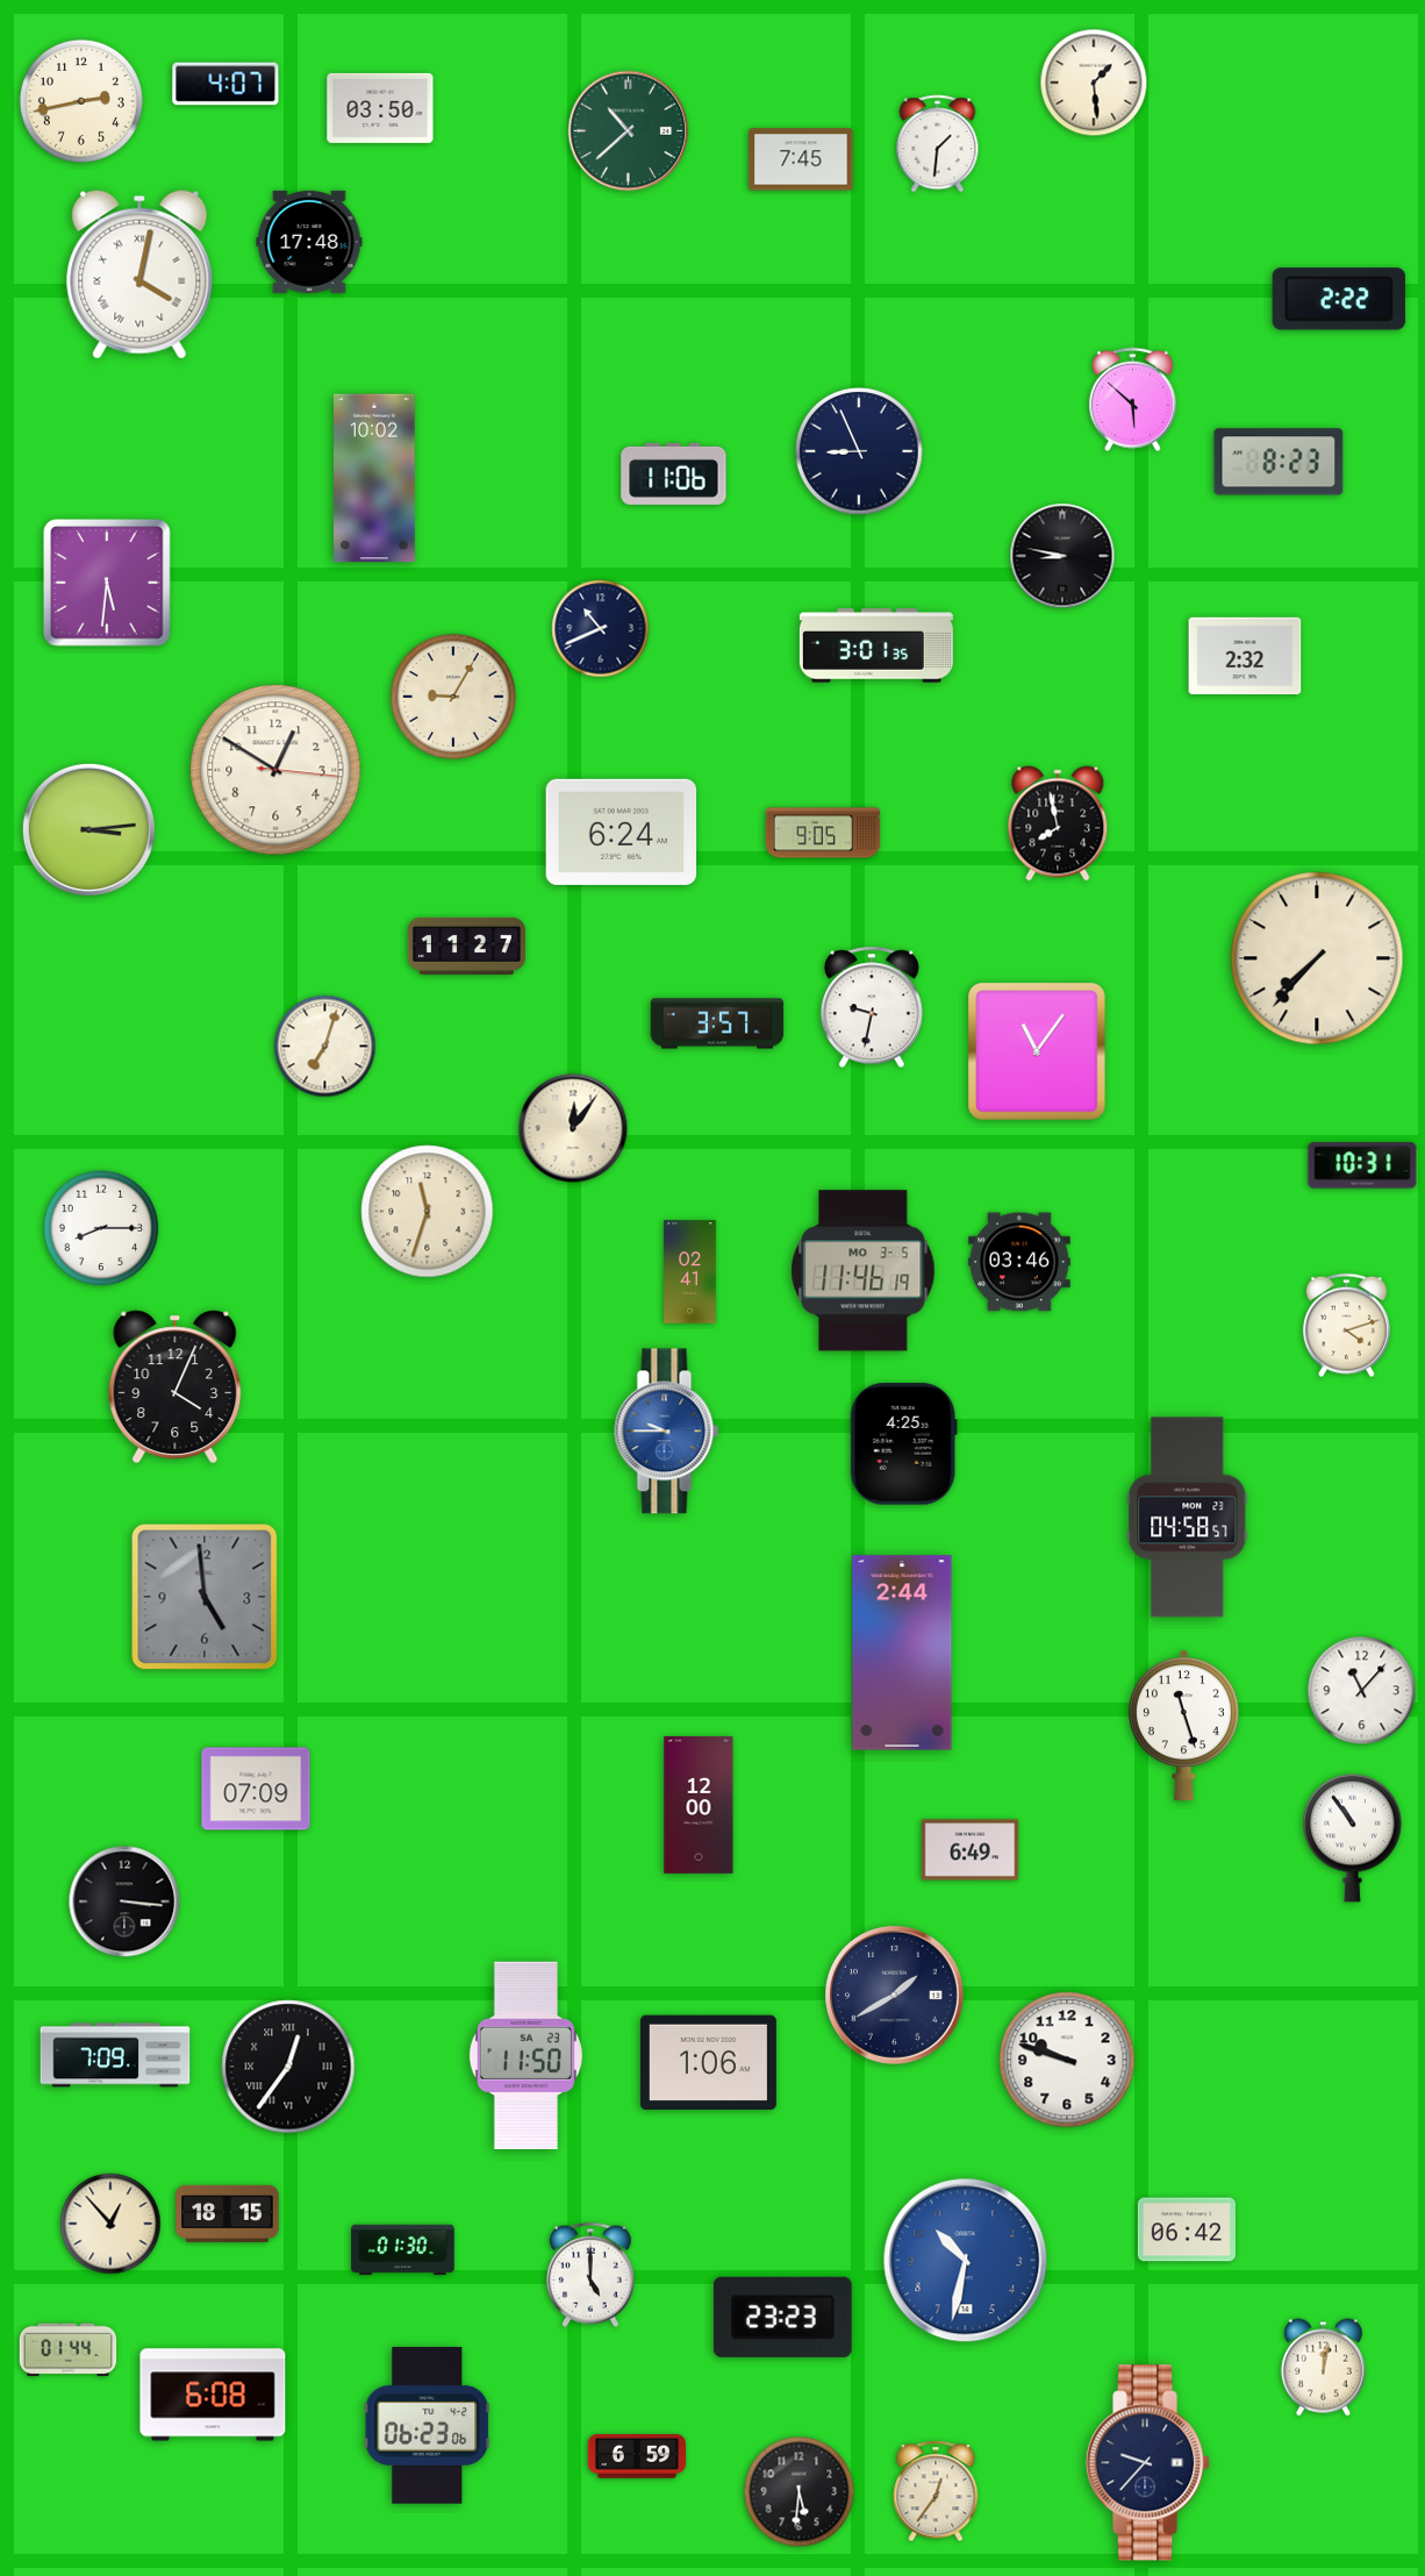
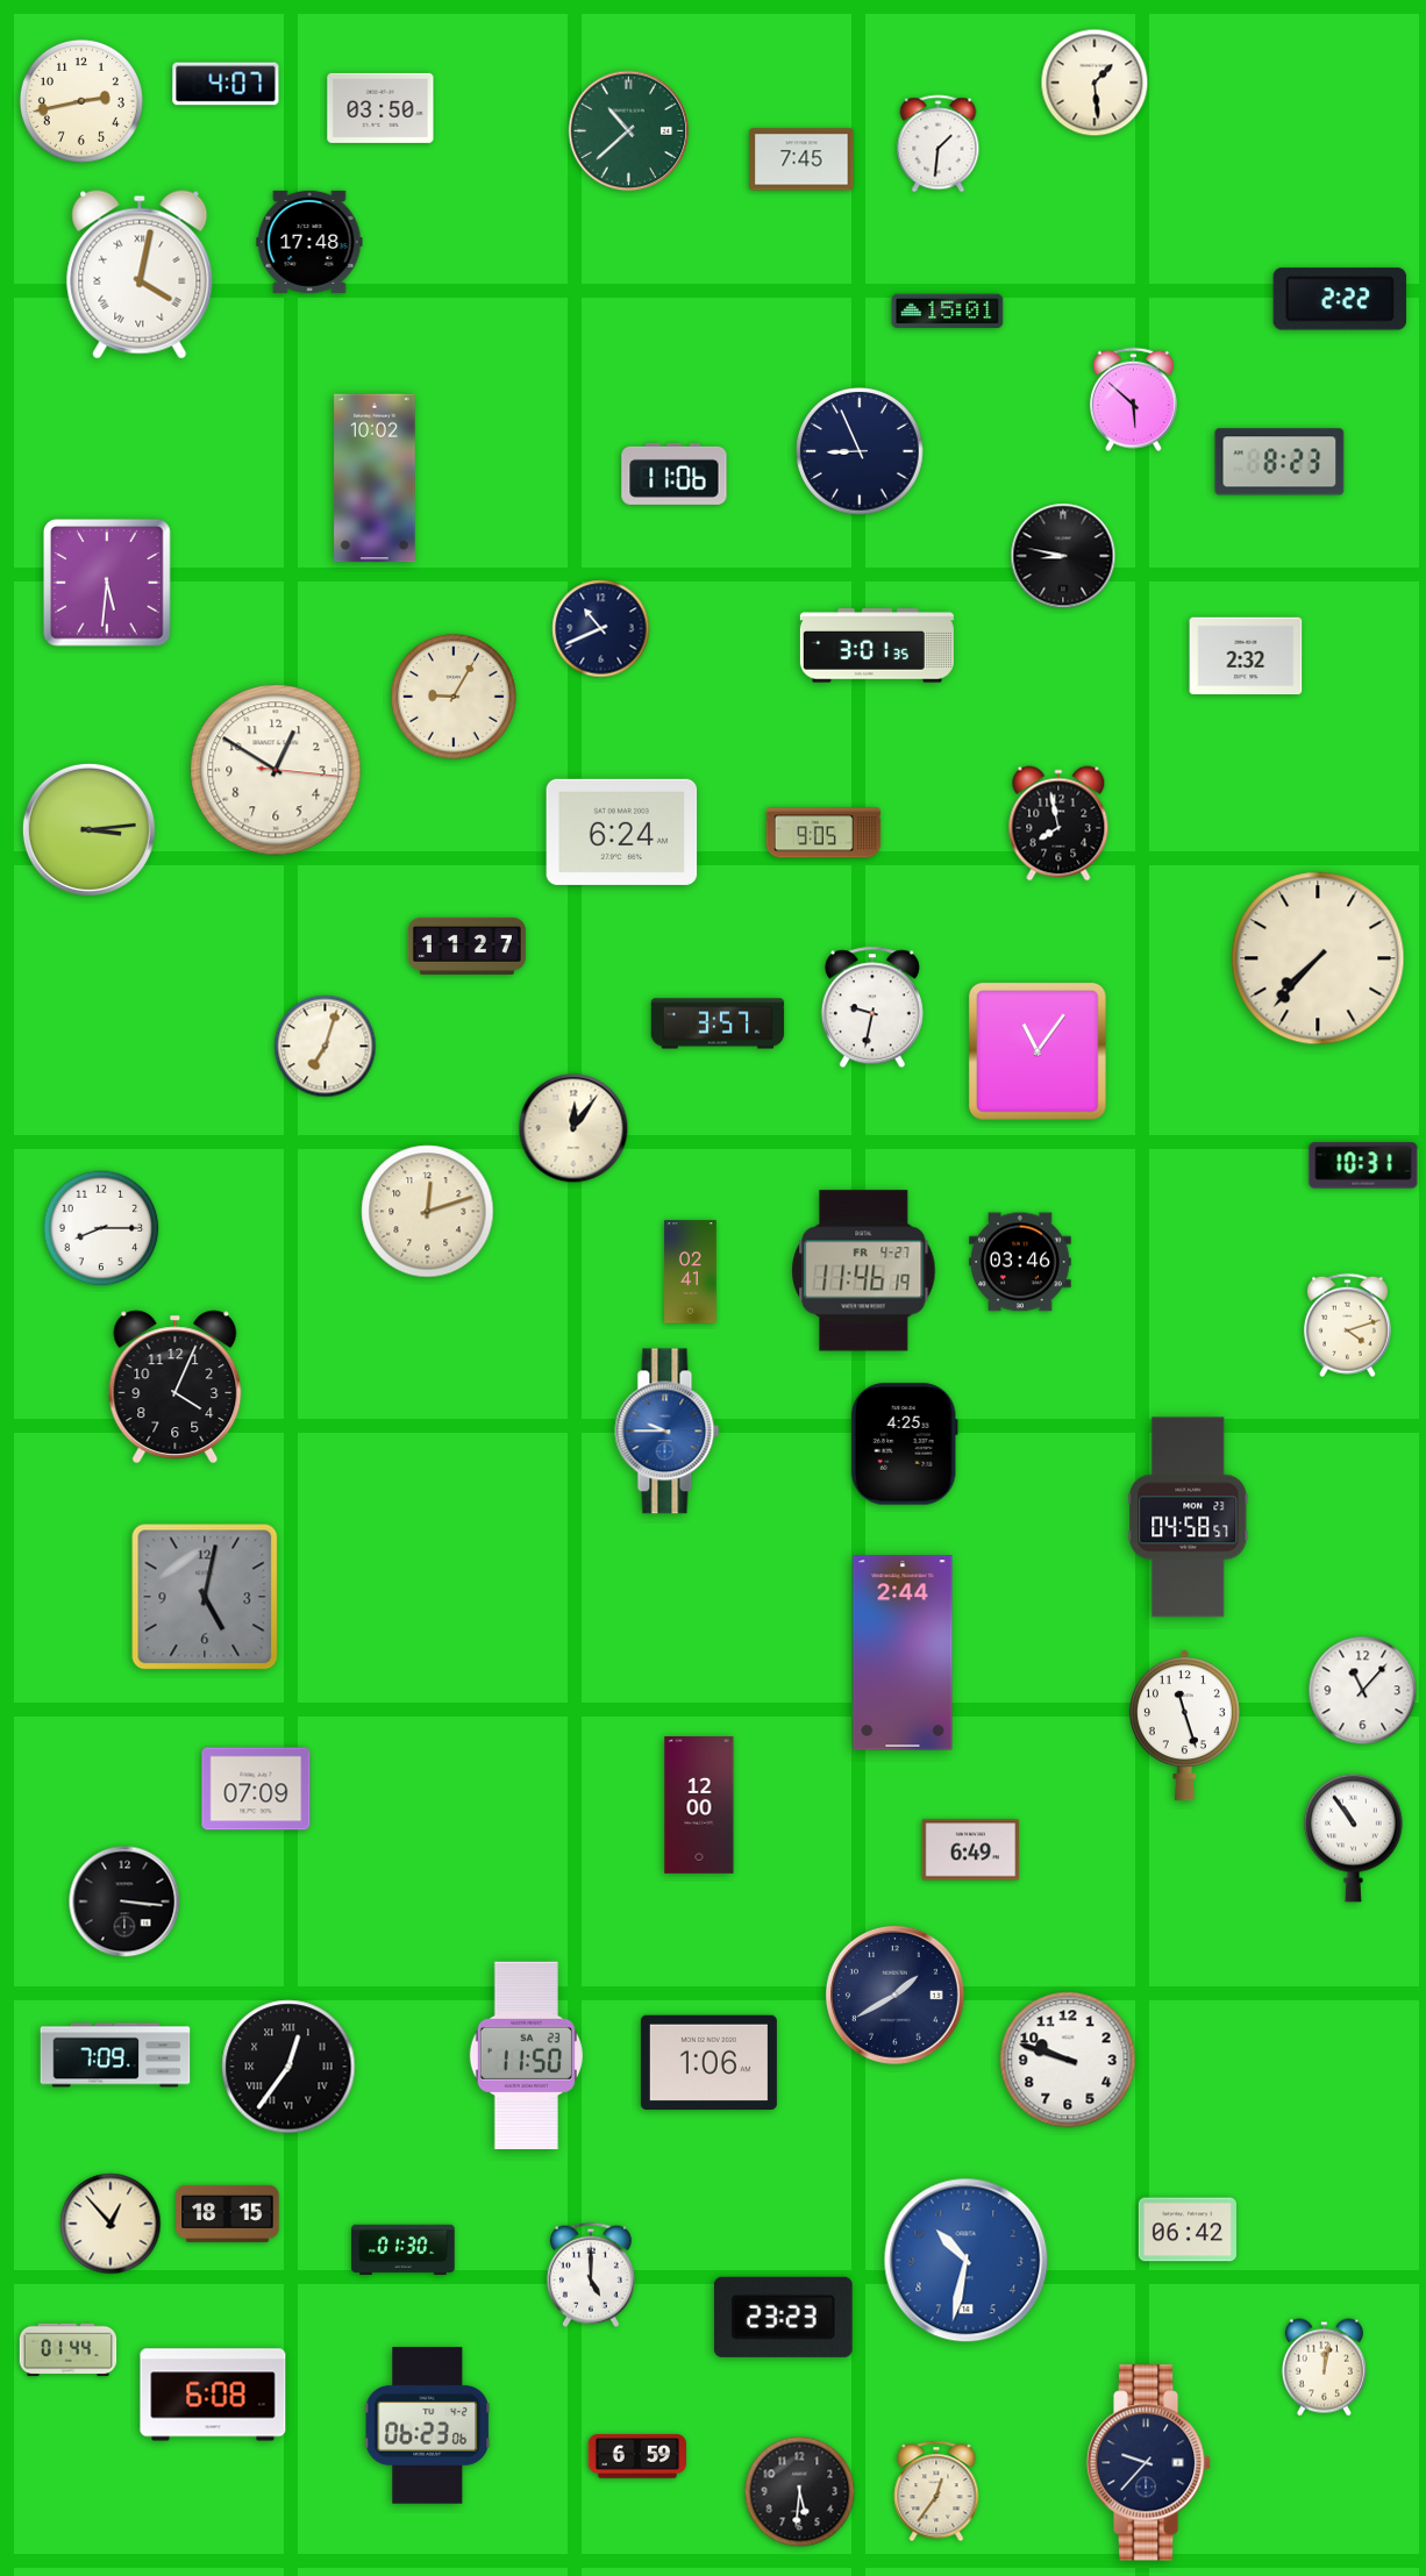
clock at (948, 312): none -> 15:01
clock at (428, 1212): 11:33 -> 12:12
clock at (864, 1271) date: MO 3-5 -> FR 4-27
clock at (205, 1597): 4:59 -> 5:02
